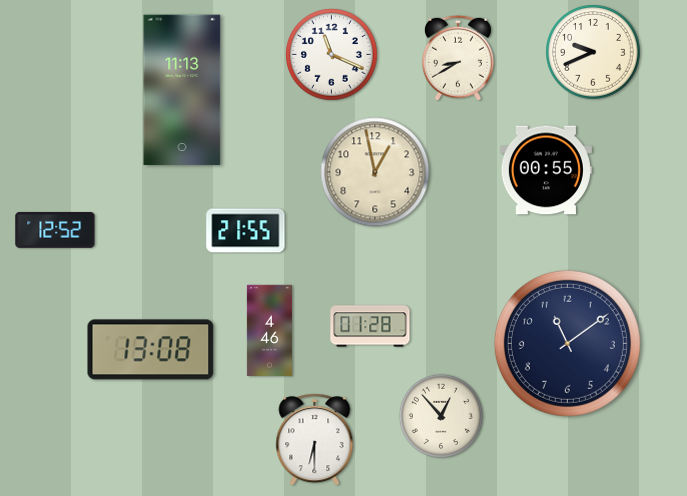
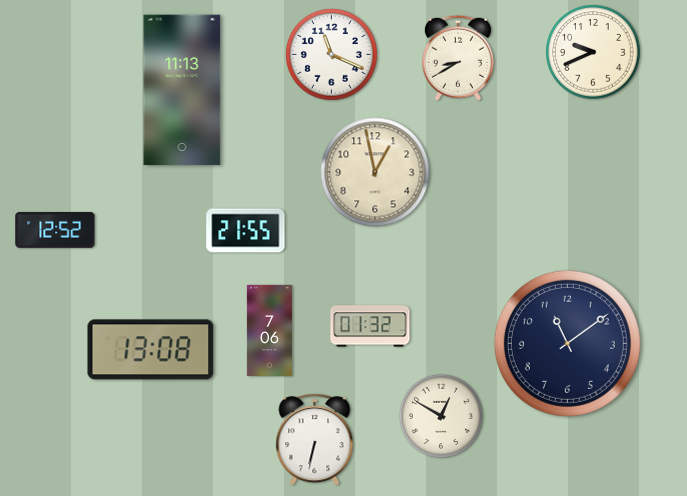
clock at (546, 170): 00:55 -> none
clock at (370, 326): 01:28 -> 01:32
clock at (269, 330): 4:46 -> 7:06
clock at (441, 416): 12:53 -> 12:50
clock at (315, 440): 6:30 -> 6:32
